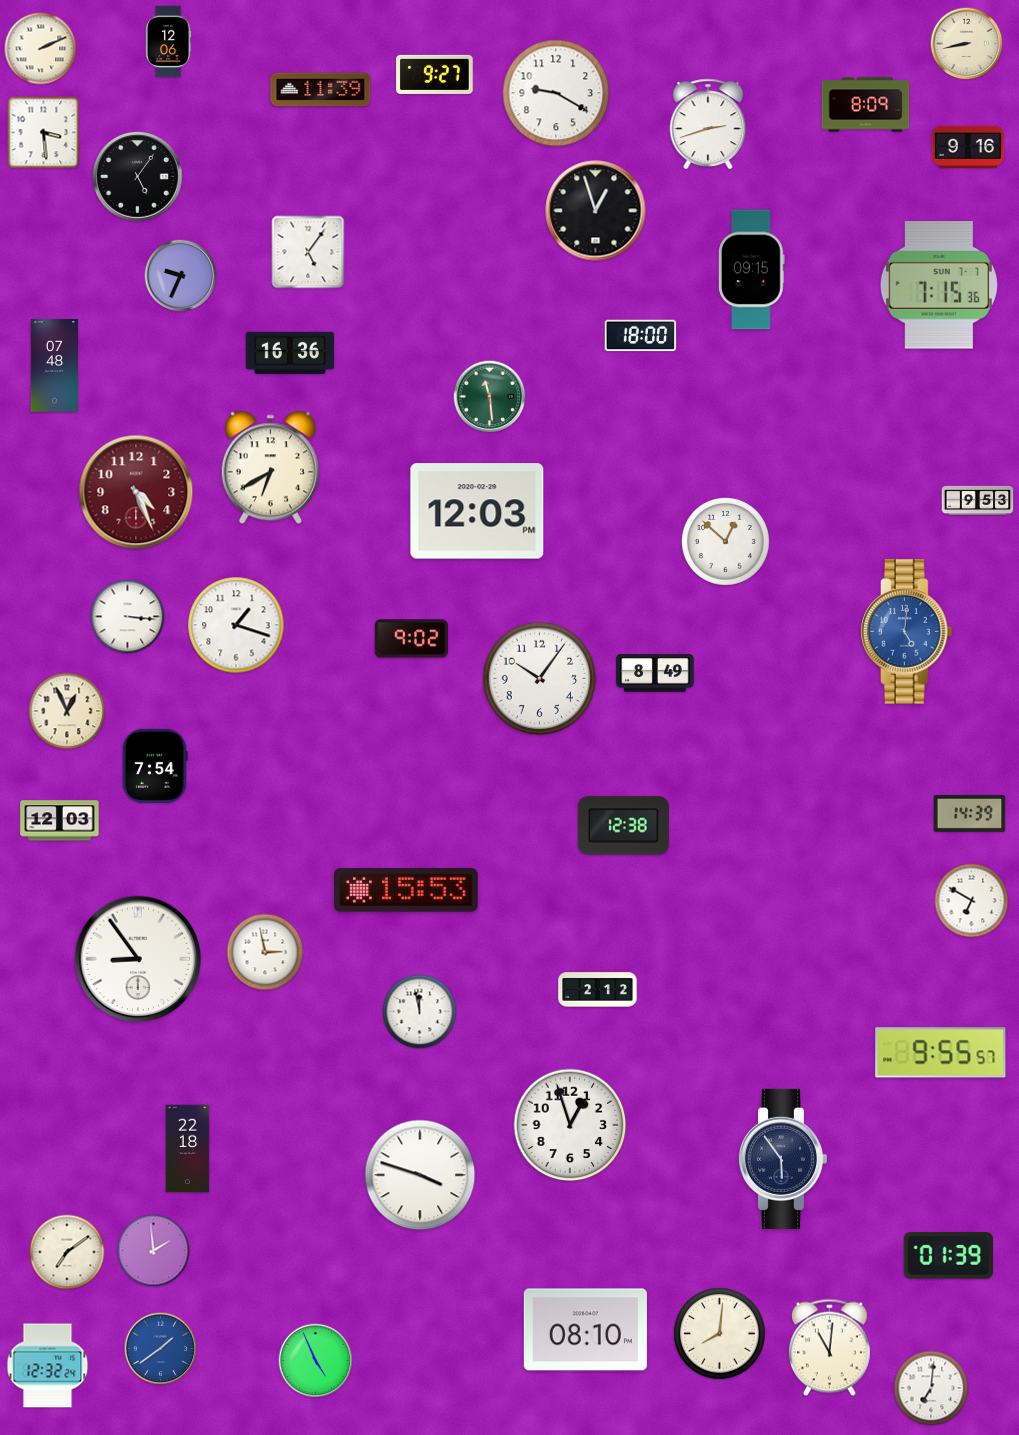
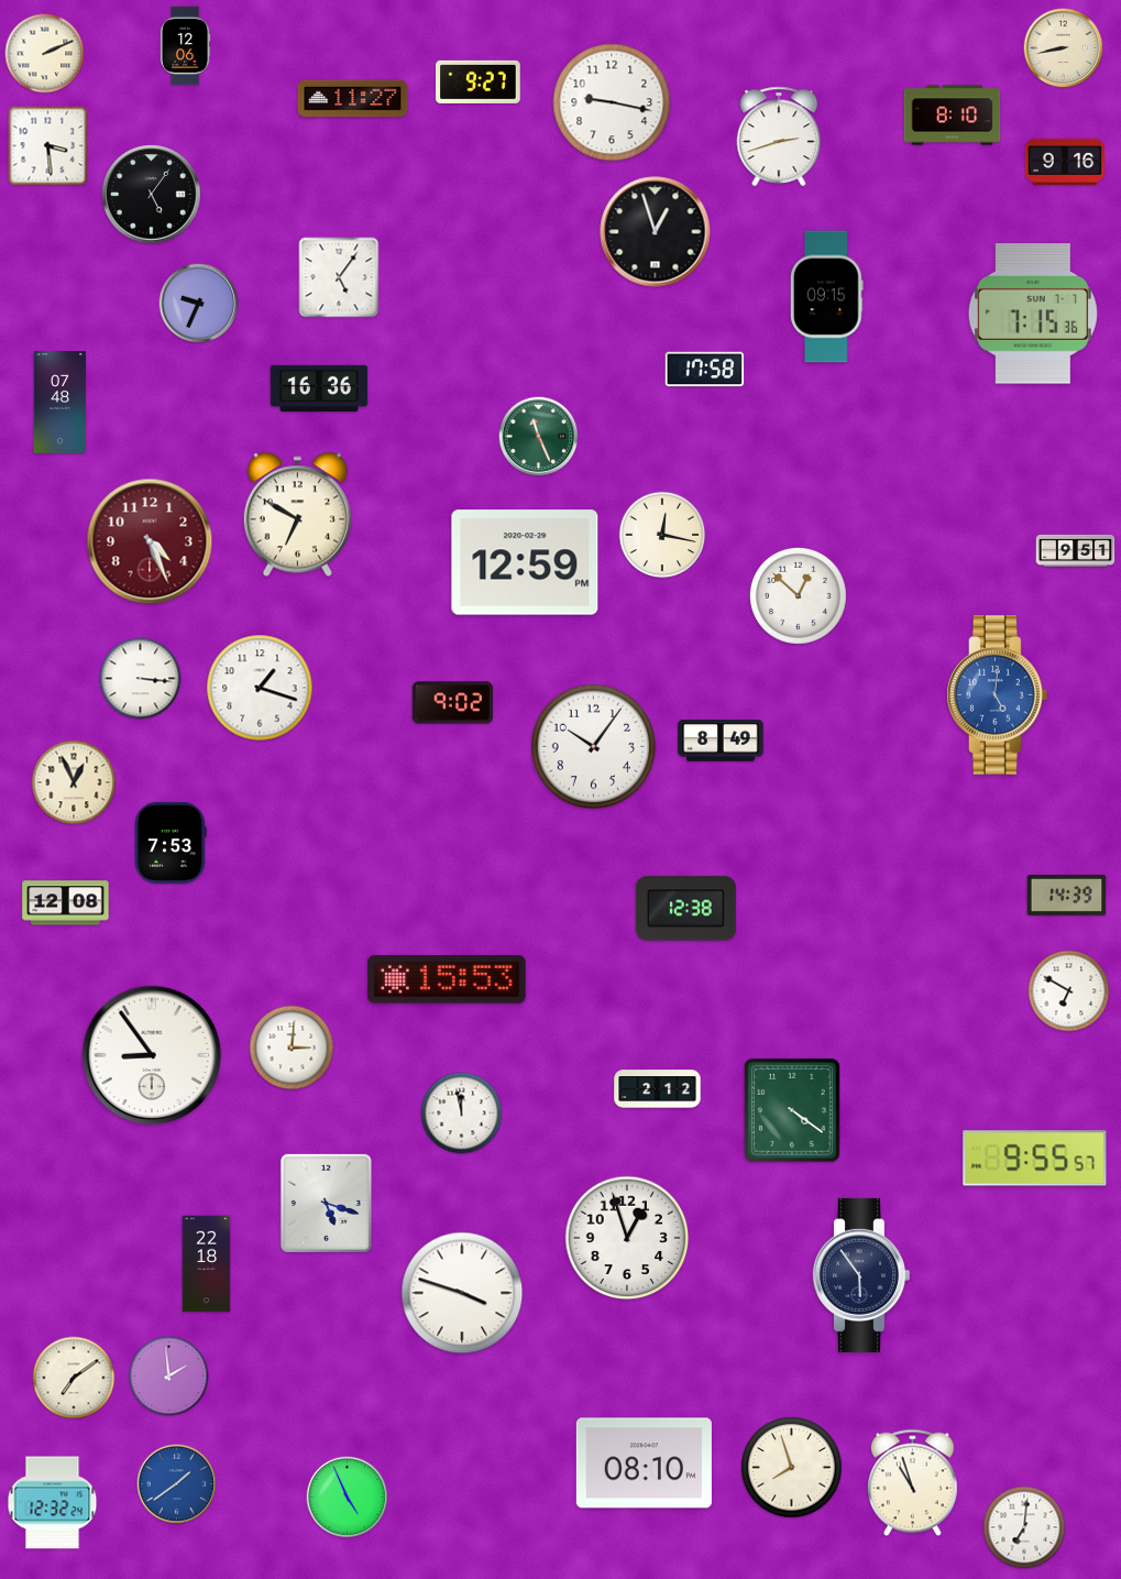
clock at (321, 90): 11:39 -> 11:27
clock at (556, 93): 9:20 -> 9:17
clock at (866, 105): 8:09 -> 8:10
clock at (641, 336): 18:00 -> 17:58
clock at (490, 397): 11:29 -> 11:26
clock at (270, 468): 6:40 -> 6:50
clock at (662, 535): none -> 12:17
clock at (978, 500): 9:53 -> 9:51
clock at (477, 511): 12:03 -> 12:59
clock at (155, 766): 7:54 -> 7:53
clock at (60, 821): 12:03 -> 12:08
clock at (265, 952): 2:58 -> 3:01
clock at (792, 1110): none -> 4:21
clock at (326, 1203): none -> 5:18
clock at (948, 1256): 01:39 -> none
clock at (720, 1334): 8:01 -> 7:57
clock at (829, 1348): 11:01 -> 10:57
